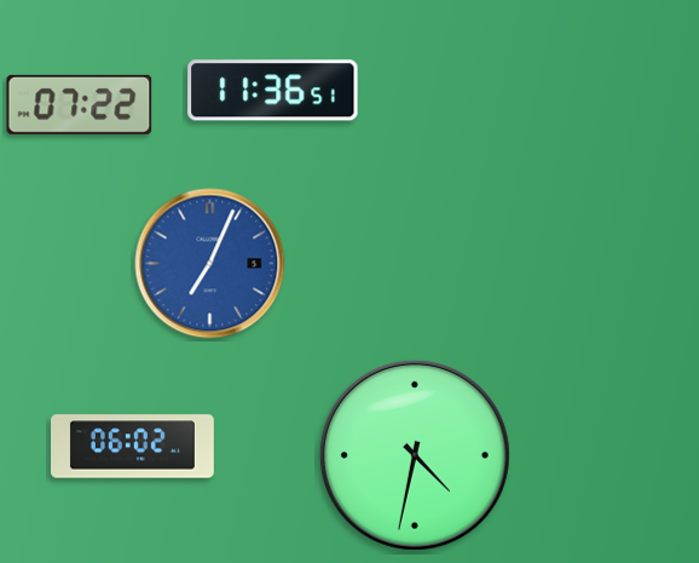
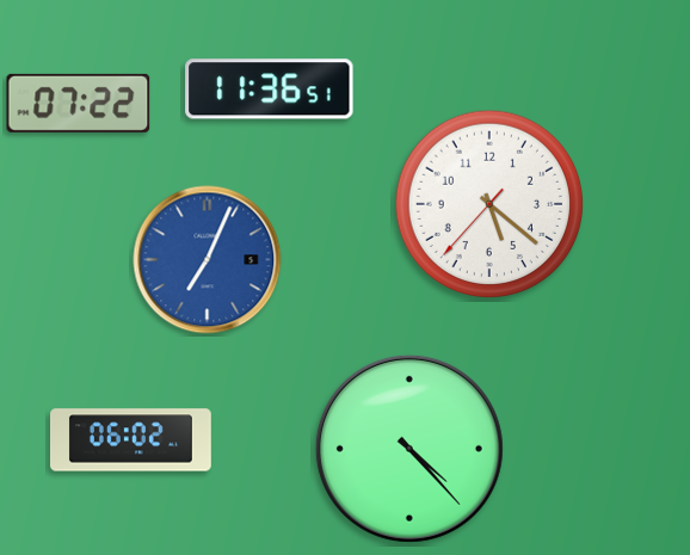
clock at (488, 203): none -> 5:21
clock at (415, 455): 4:32 -> 4:23
